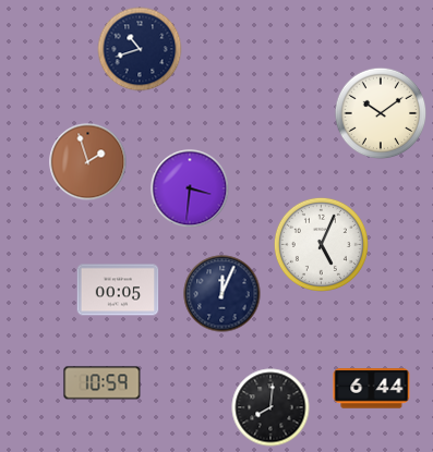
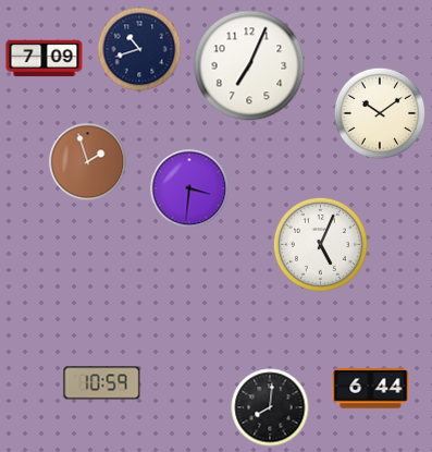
clock at (45, 59): none -> 7:09
clock at (249, 65): none -> 7:04
clock at (118, 290): 00:05 -> none
clock at (222, 294): 12:04 -> none
